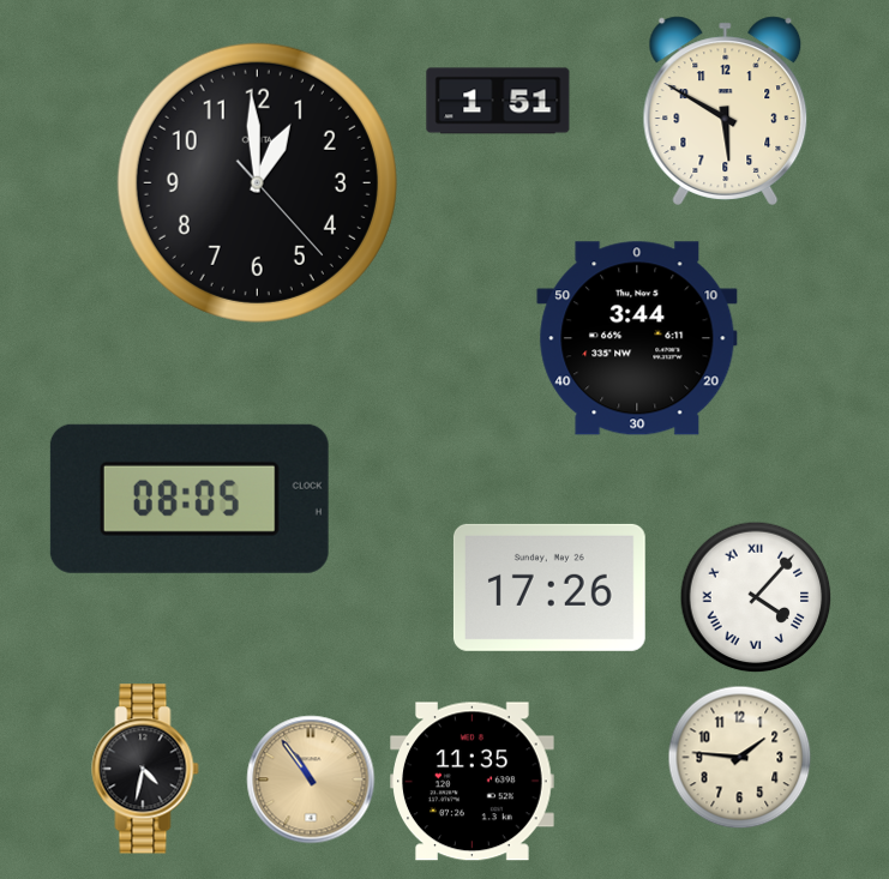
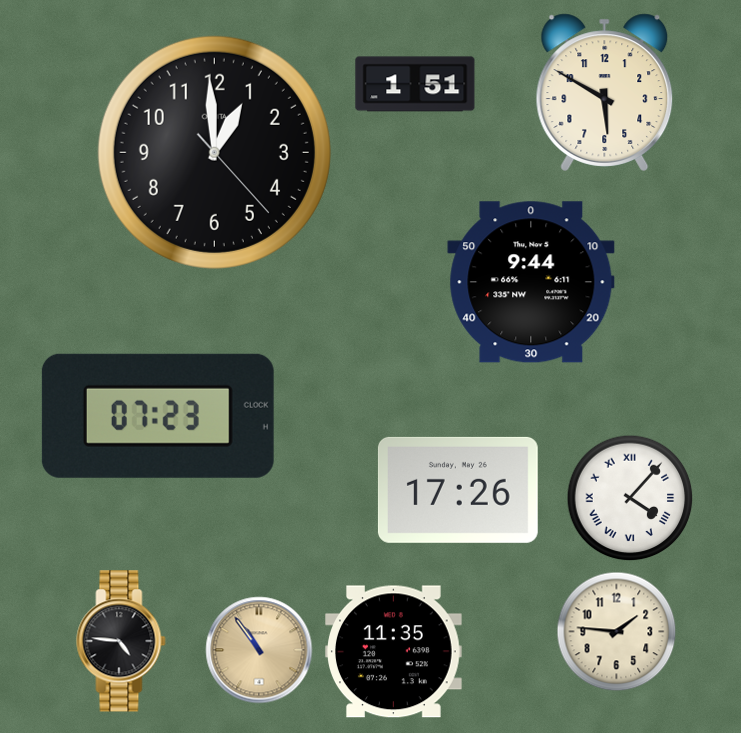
clock at (637, 338): 3:44 -> 9:44
clock at (190, 499): 08:05 -> 07:23
clock at (145, 769): 4:32 -> 4:46
